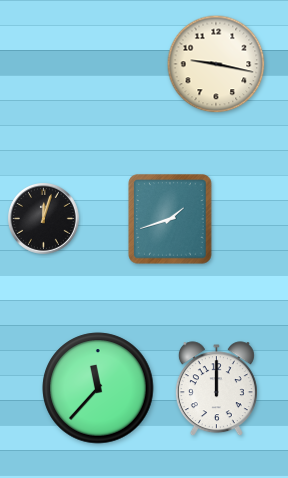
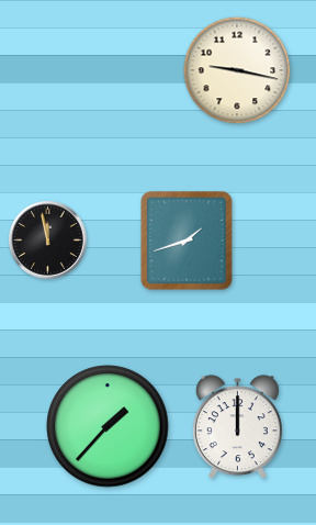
clock at (44, 219): 12:03 -> 11:58
clock at (98, 388): 11:37 -> 1:37
